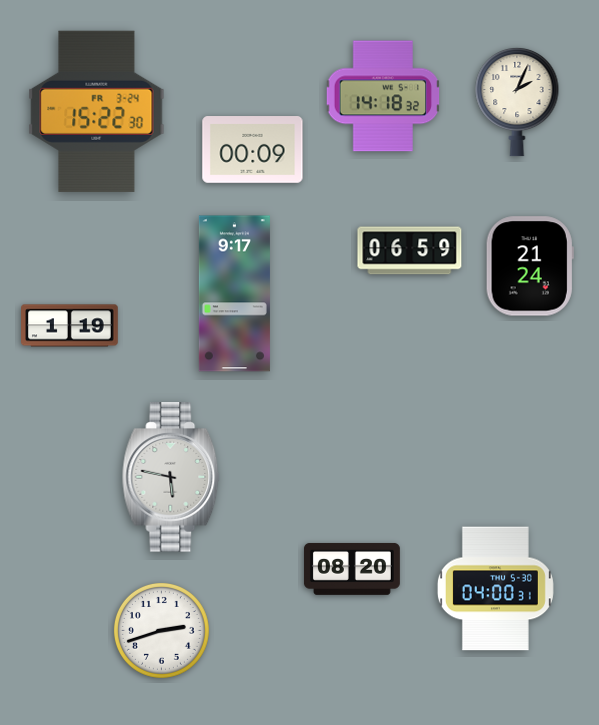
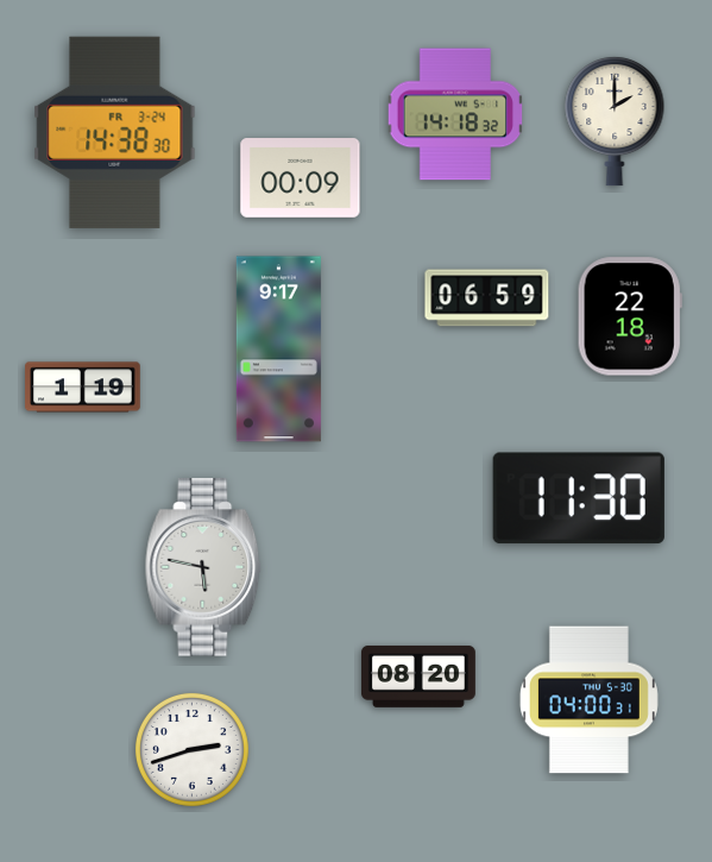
clock at (517, 102): 2:04 -> 2:00
clock at (97, 111): 15:22 -> 14:38
clock at (530, 266): 21:24 -> 22:18
clock at (579, 498): none -> 11:30
